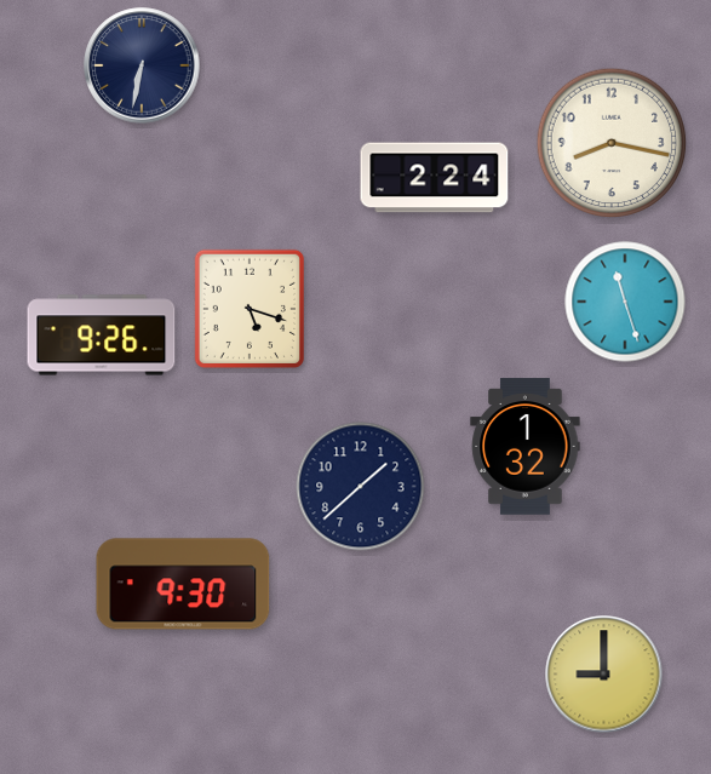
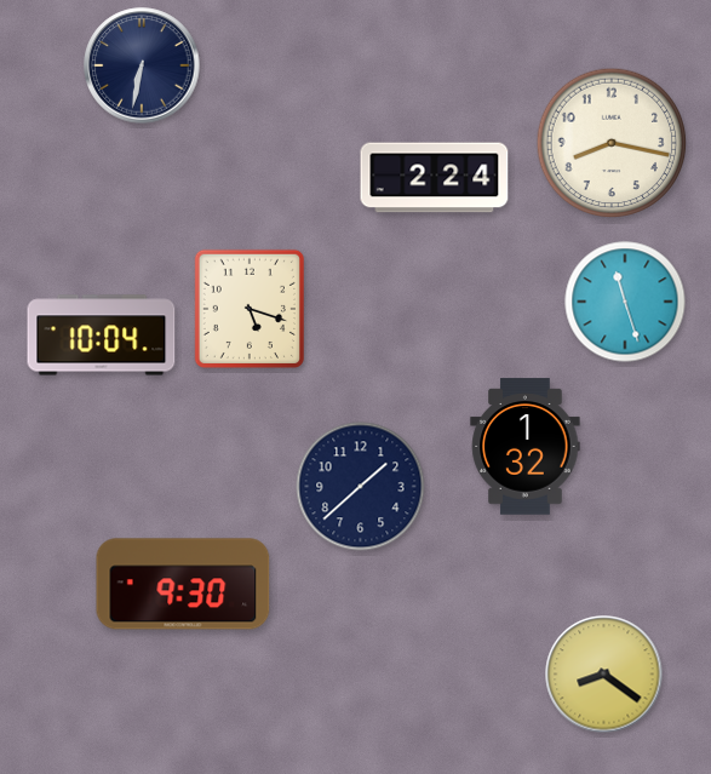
clock at (102, 336): 9:26 -> 10:04
clock at (604, 675): 9:00 -> 8:21
